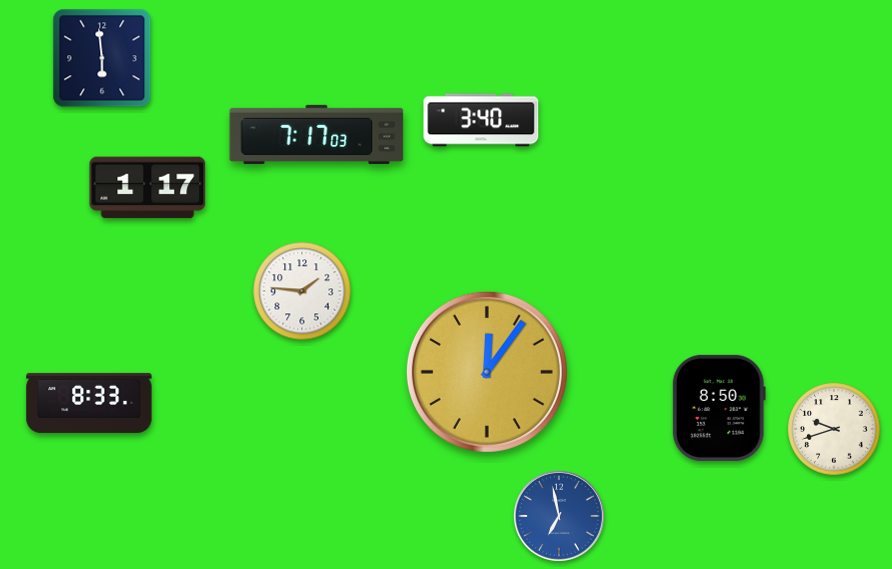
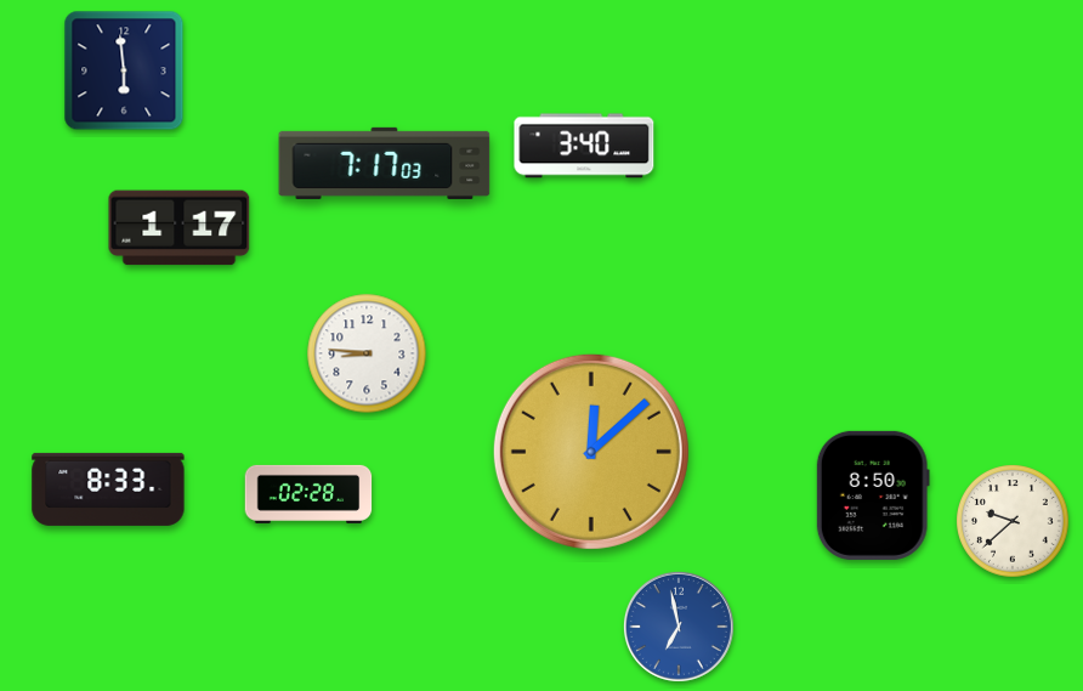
clock at (302, 291): 1:46 -> 8:46
clock at (487, 372): 12:06 -> 12:08
clock at (308, 494): none -> 02:28
clock at (834, 429): 9:42 -> 9:38
